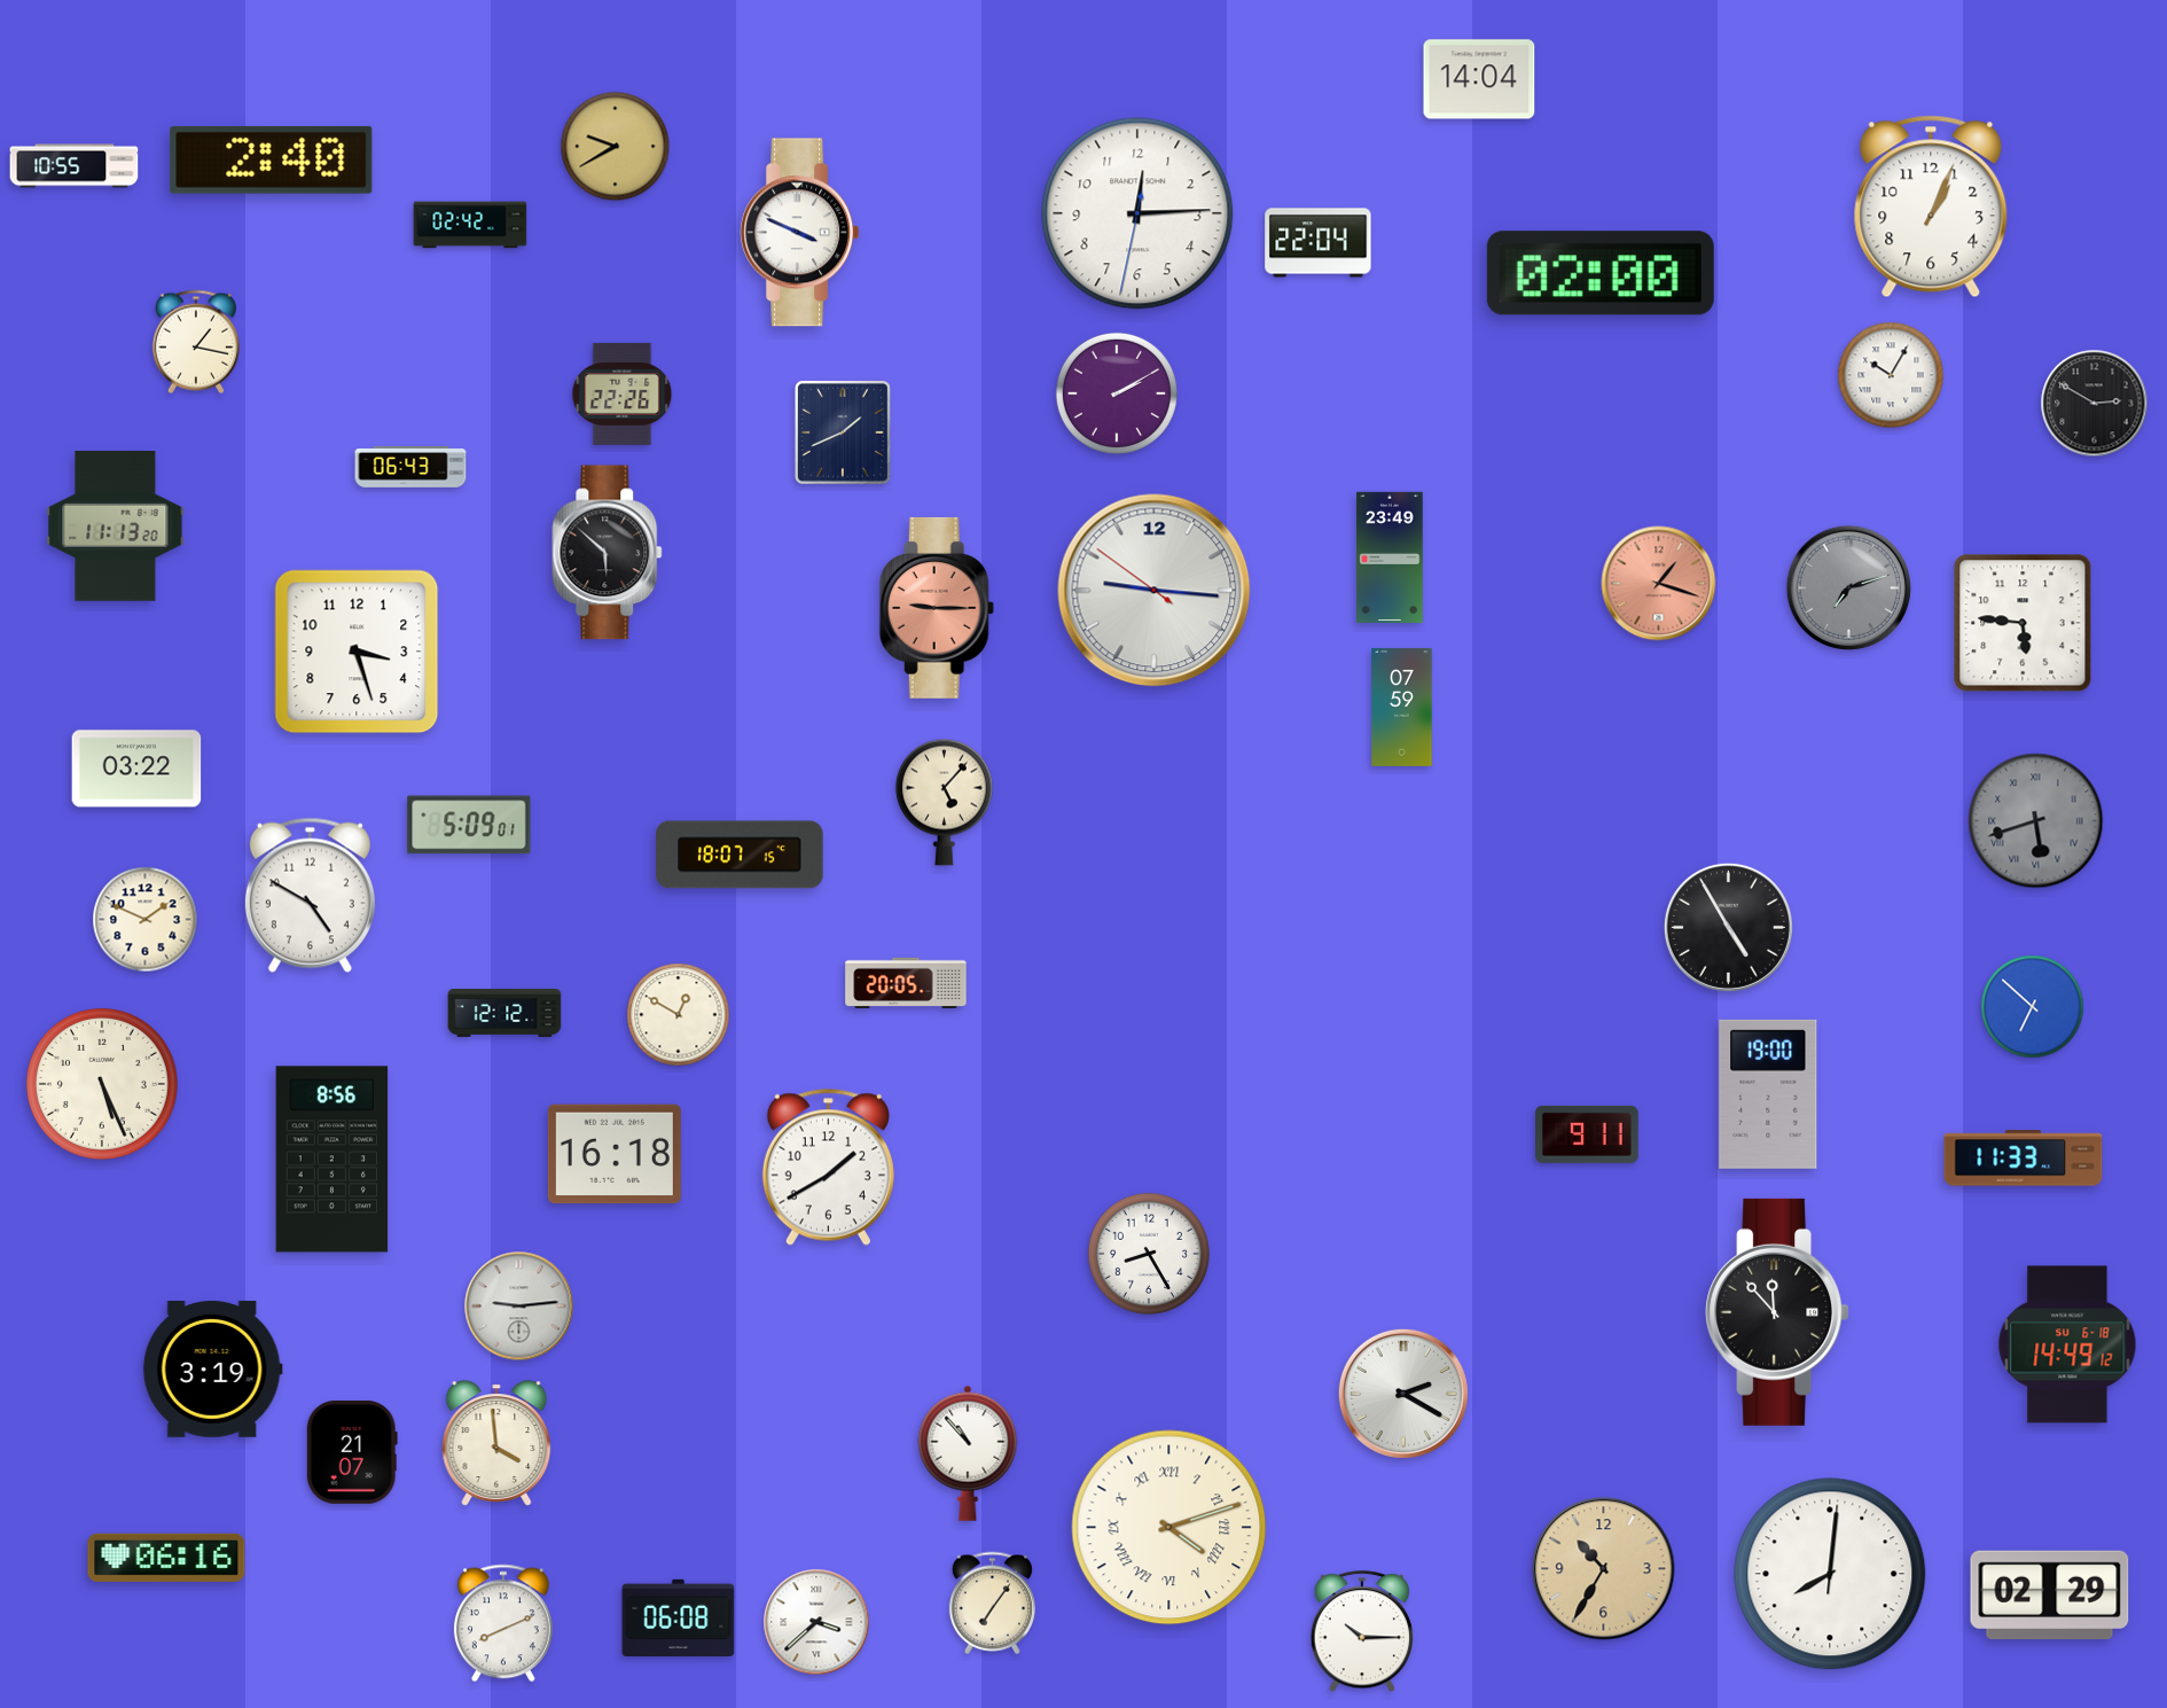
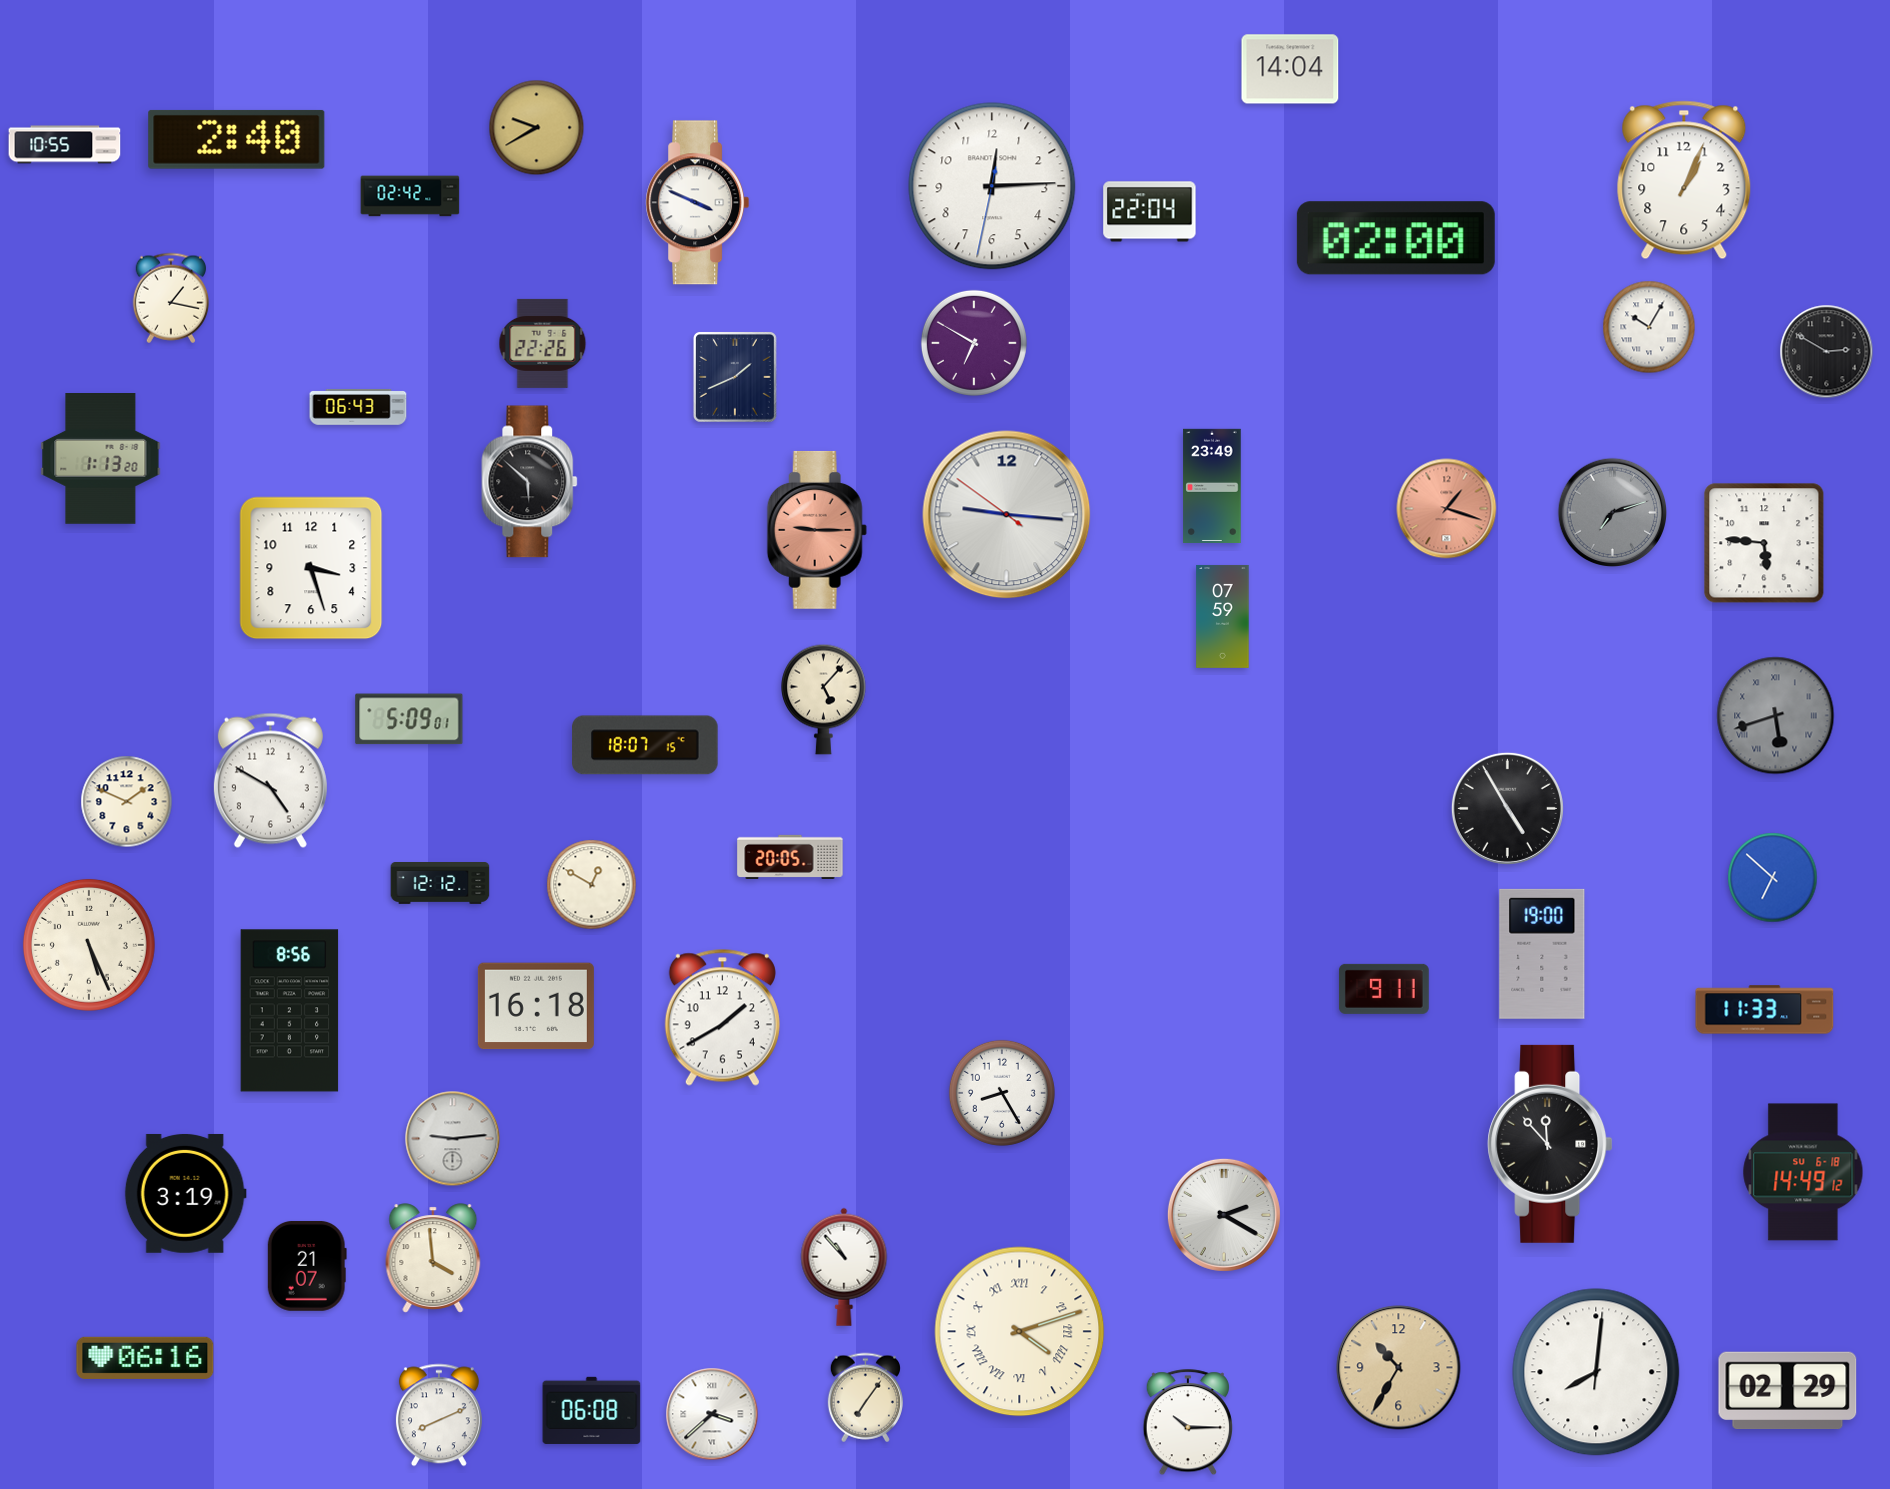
clock at (1117, 393): 2:10 -> 6:50
clock at (116, 527): 11:13 -> 1:13
clock at (136, 769): 03:22 -> none
